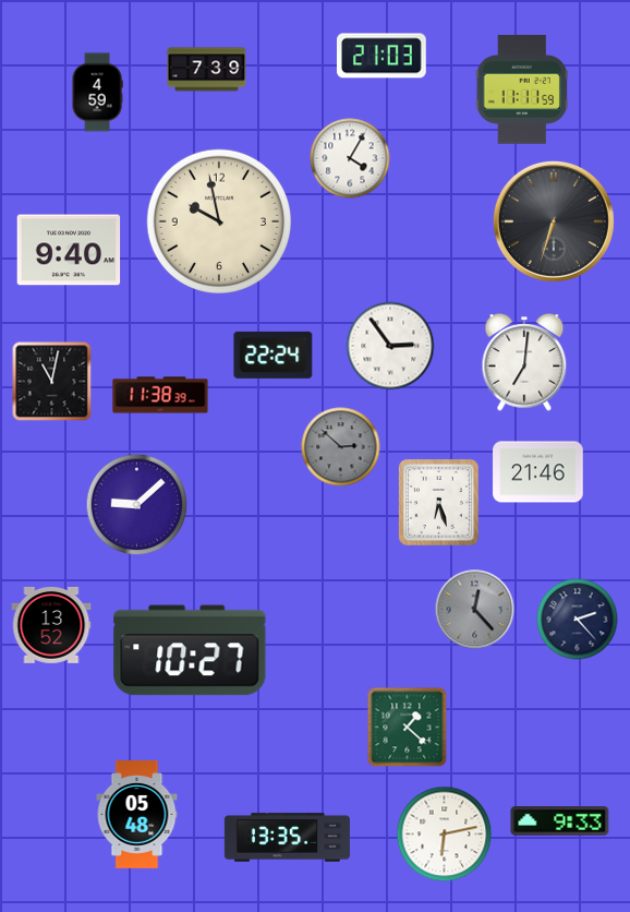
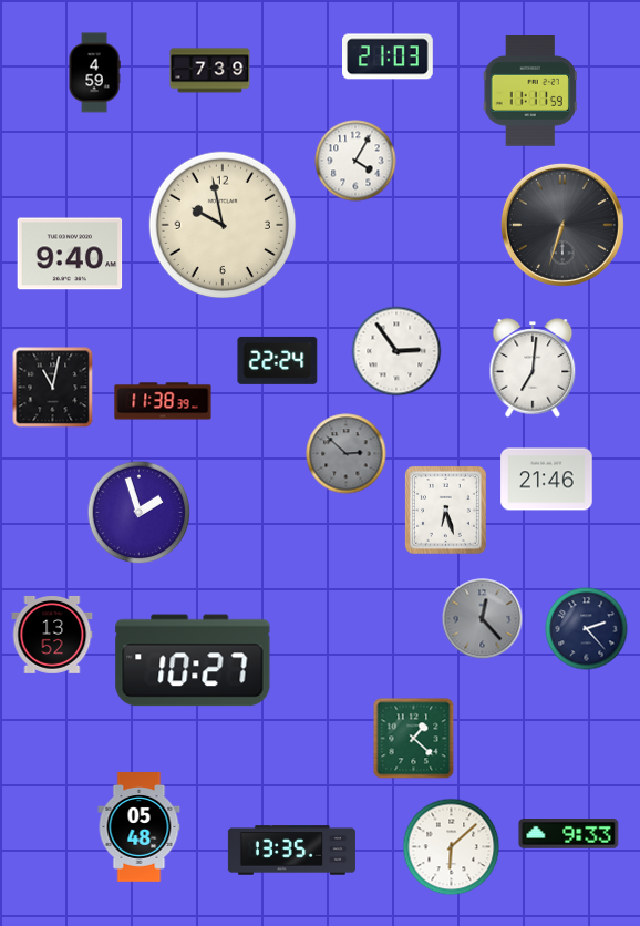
clock at (97, 93) position: (97, 93) -> (94, 73)
clock at (137, 505): 9:08 -> 1:57
clock at (445, 835): 6:13 -> 6:08
